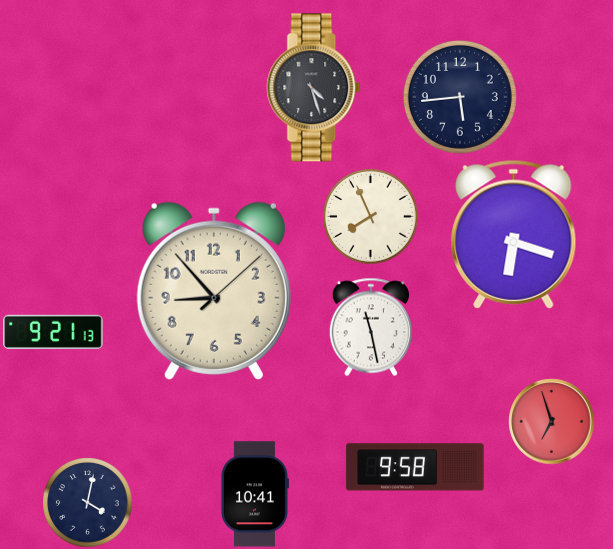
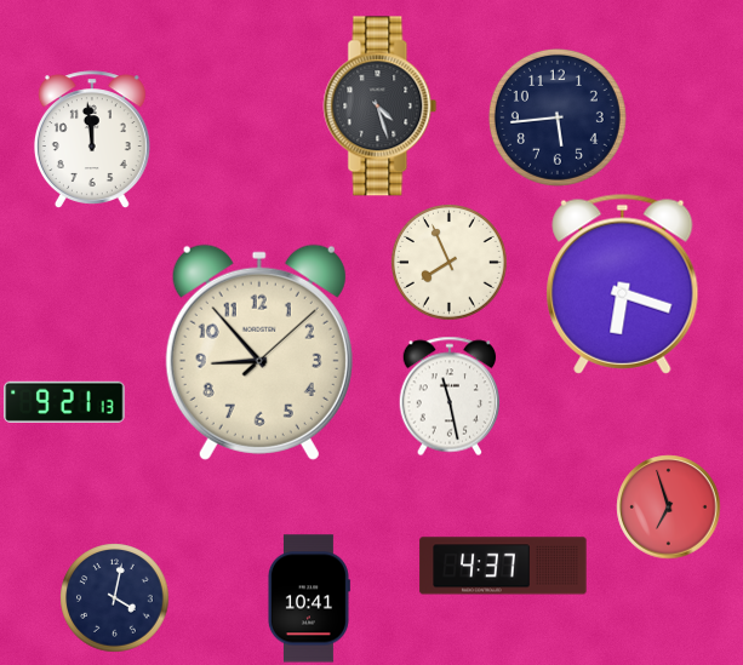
clock at (92, 139): none -> 11:59
clock at (552, 422) position: (552, 422) -> (669, 508)
clock at (415, 467): 9:58 -> 4:37
clock at (88, 503) position: (88, 503) -> (115, 598)
